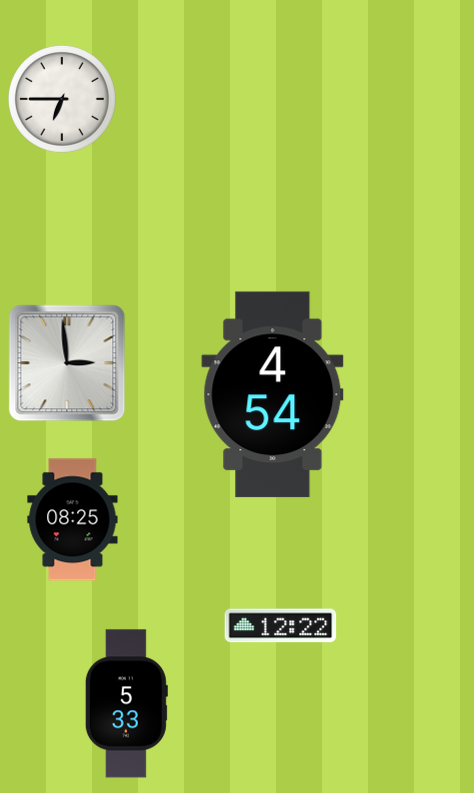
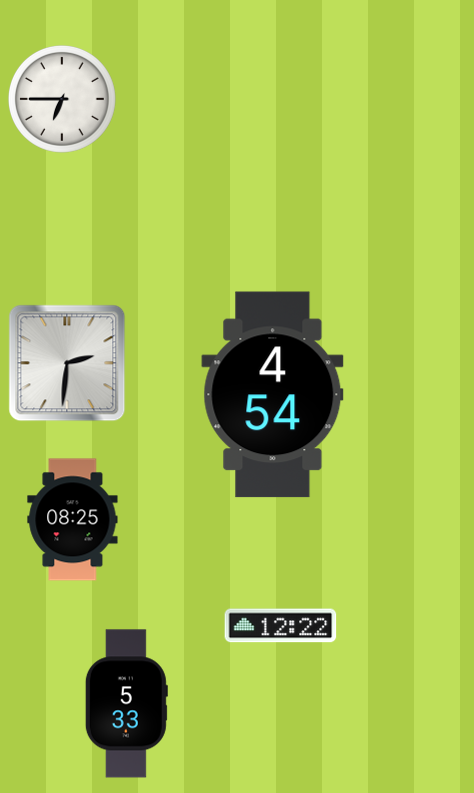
clock at (67, 363): 2:59 -> 2:31
